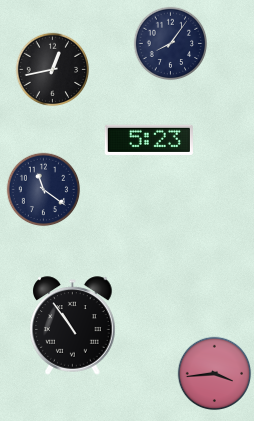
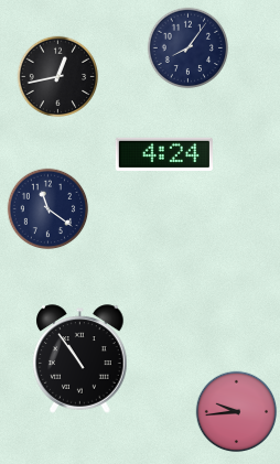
clock at (149, 140): 5:23 -> 4:24
clock at (215, 374): 3:44 -> 9:44
